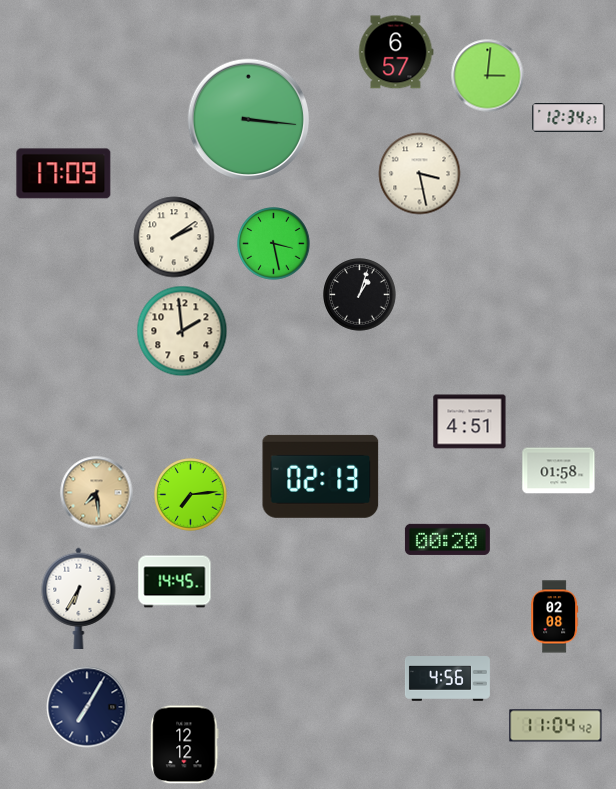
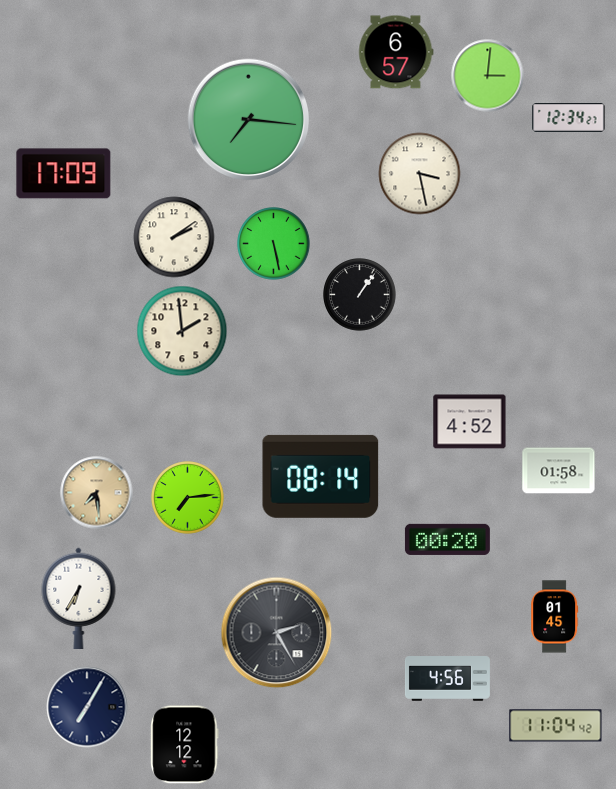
clock at (249, 120): 3:16 -> 7:16
clock at (274, 244): 3:28 -> 5:28
clock at (360, 295): 1:03 -> 1:06
clock at (470, 422): 4:51 -> 4:52
clock at (321, 476): 02:13 -> 08:14
clock at (191, 495) position: (191, 495) -> (188, 498)
clock at (175, 582): 14:45 -> none
clock at (555, 617): 02:08 -> 01:45
clock at (277, 633): none -> 2:25
